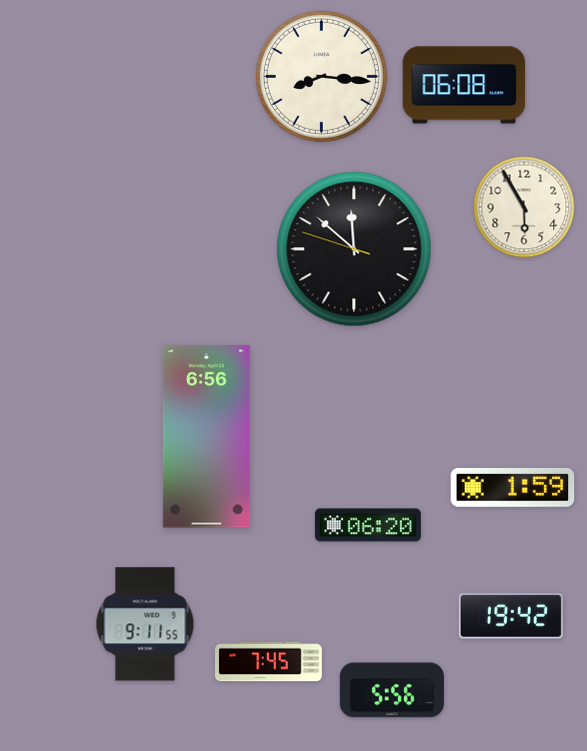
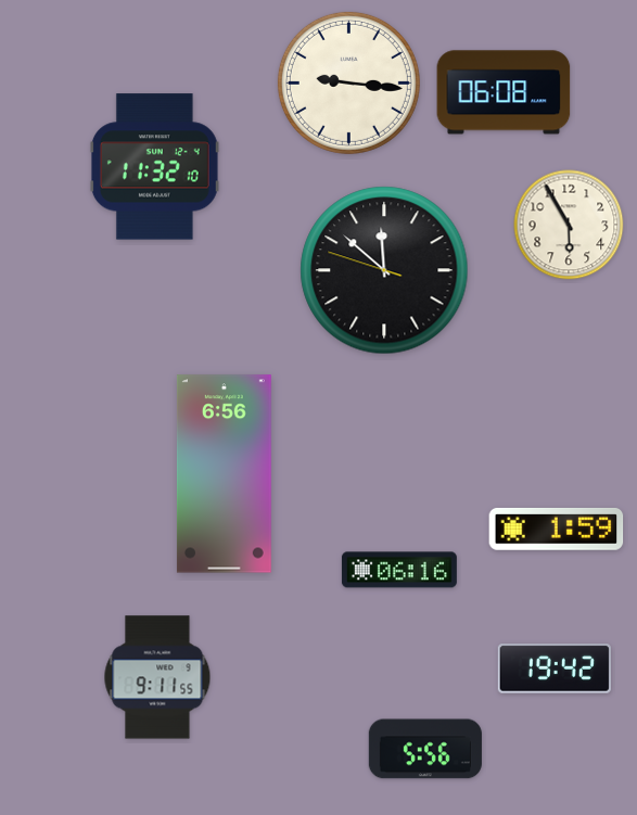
clock at (321, 76): 8:16 -> 9:16
clock at (154, 167): none -> 11:32
clock at (368, 525): 06:20 -> 06:16
clock at (269, 662): 7:45 -> none
